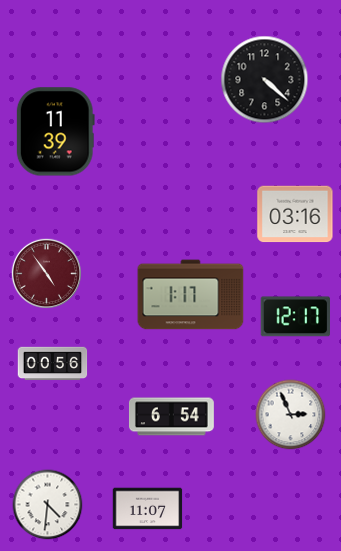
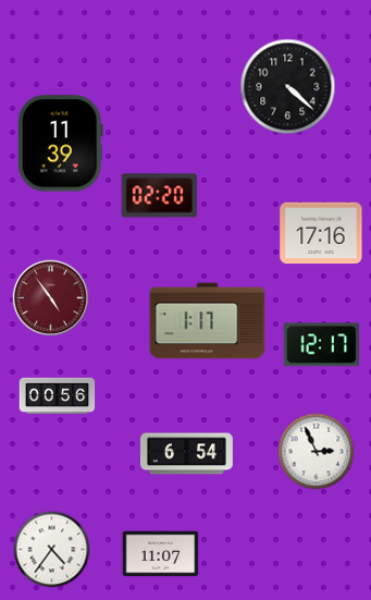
clock at (159, 196): none -> 02:20
clock at (295, 214): 03:16 -> 17:16
clock at (48, 505): 4:31 -> 4:36
